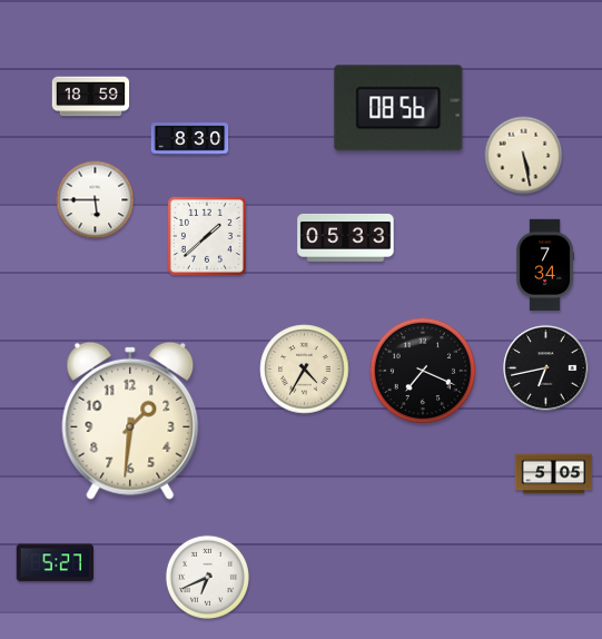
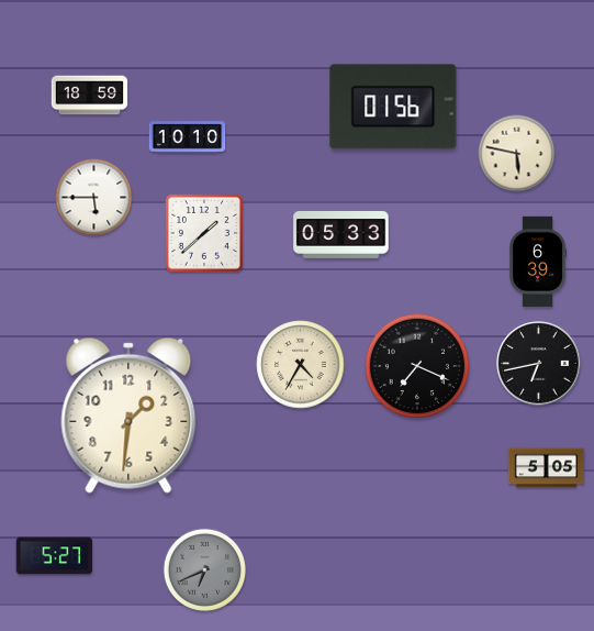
clock at (398, 108): 08:56 -> 01:56
clock at (190, 139): 8:30 -> 10:10
clock at (524, 156): 5:28 -> 5:47
clock at (544, 265): 7:34 -> 6:39
clock at (207, 577) dial: white -> grey
